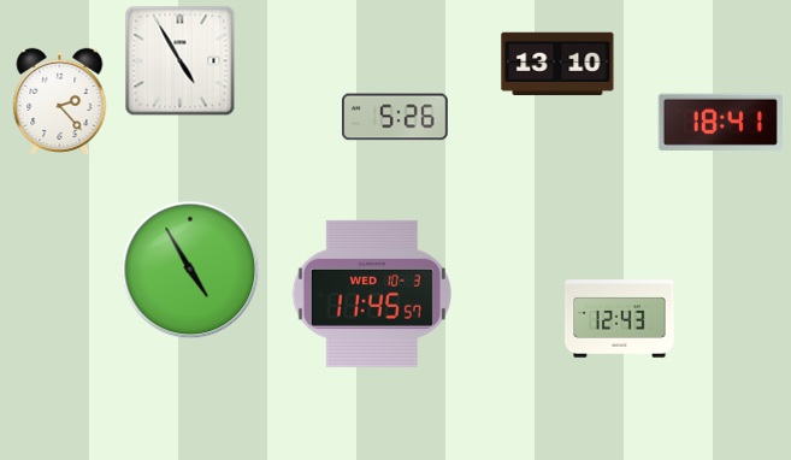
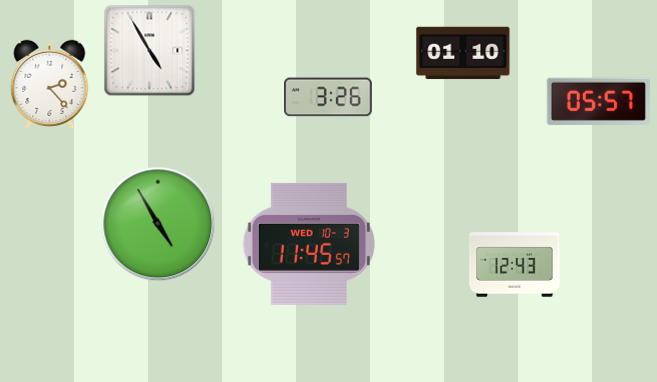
clock at (557, 64): 13:10 -> 01:10
clock at (396, 117): 5:26 -> 3:26
clock at (720, 122): 18:41 -> 05:57
